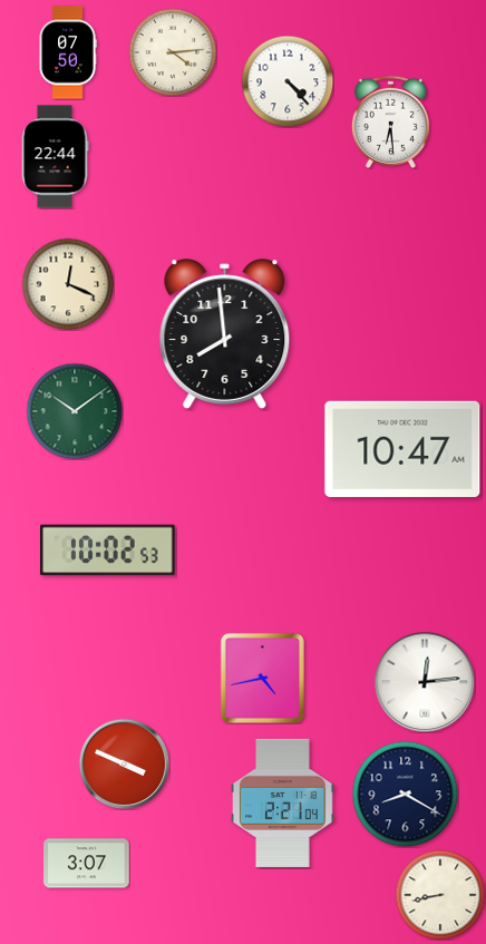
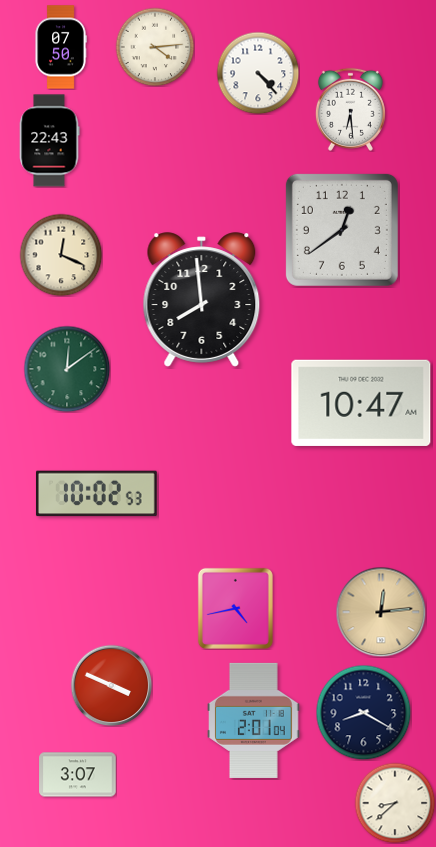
clock at (55, 157): 22:44 -> 22:43
clock at (342, 230): none -> 12:39
clock at (75, 411): 10:09 -> 12:09
clock at (425, 682) dial: white -> champagne
clock at (283, 802): 2:21 -> 2:01
clock at (440, 895): 8:43 -> 8:38
